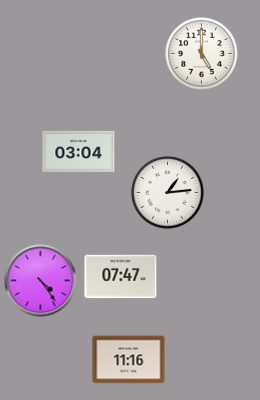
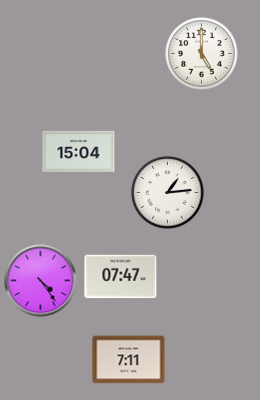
clock at (79, 151): 03:04 -> 15:04
clock at (129, 360): 11:16 -> 7:11
